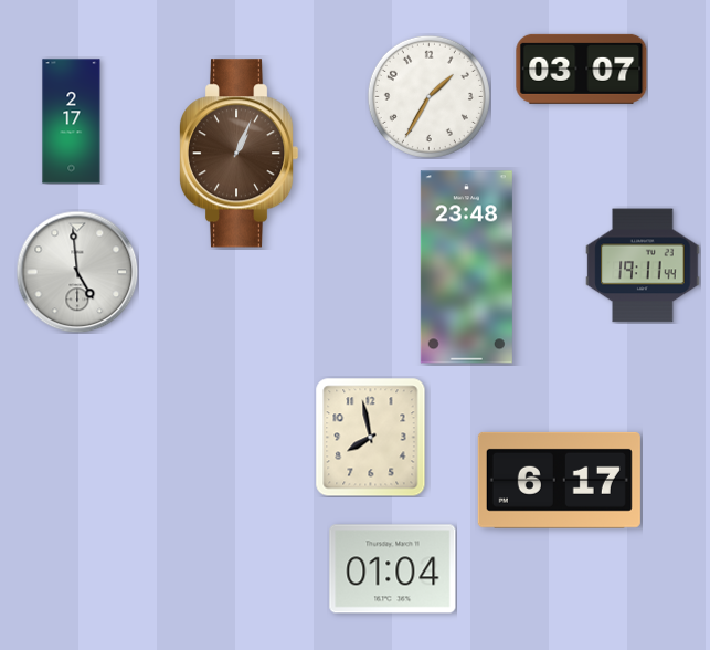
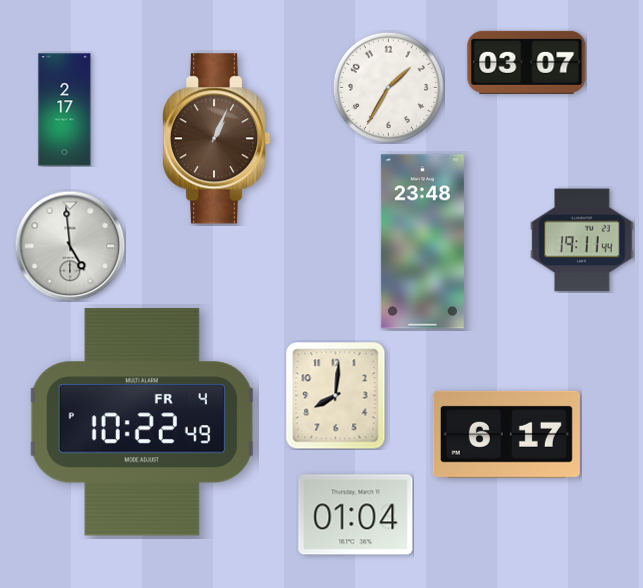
clock at (371, 437): 7:58 -> 8:01
clock at (142, 422): none -> 10:22
